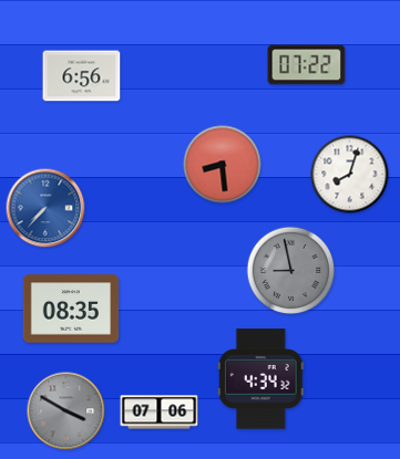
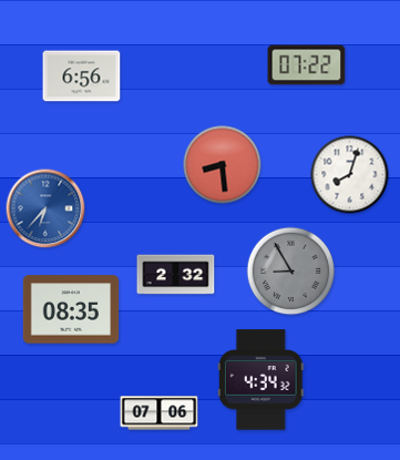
clock at (45, 208): 7:37 -> 6:37
clock at (291, 271): 8:58 -> 8:55
clock at (176, 275): none -> 2:32
clock at (66, 411): 3:50 -> none
